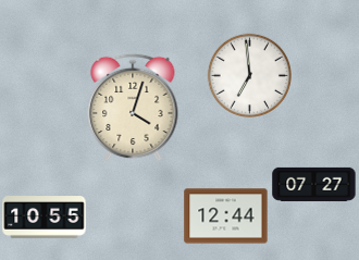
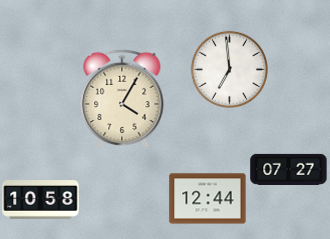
clock at (133, 108): 4:03 -> 4:05
clock at (45, 218): 10:55 -> 10:58
